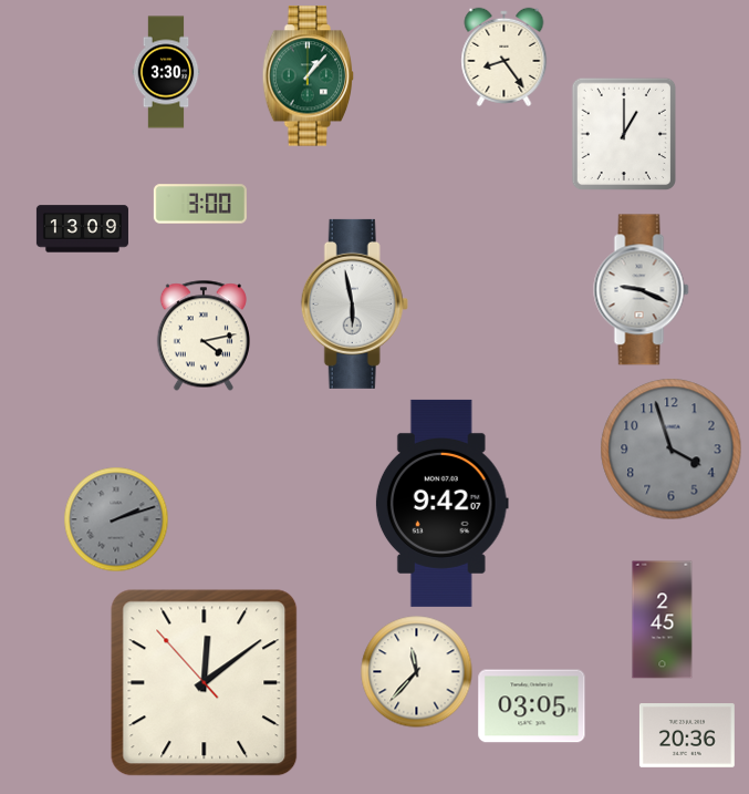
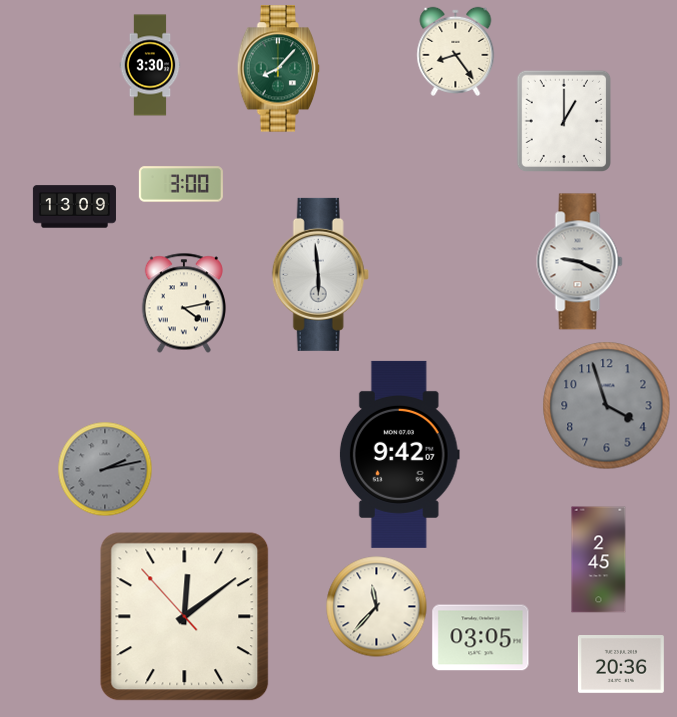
clock at (309, 76): 1:07 -> 8:07
clock at (354, 303): 5:58 -> 5:59
clock at (116, 519): 2:12 -> 2:13
